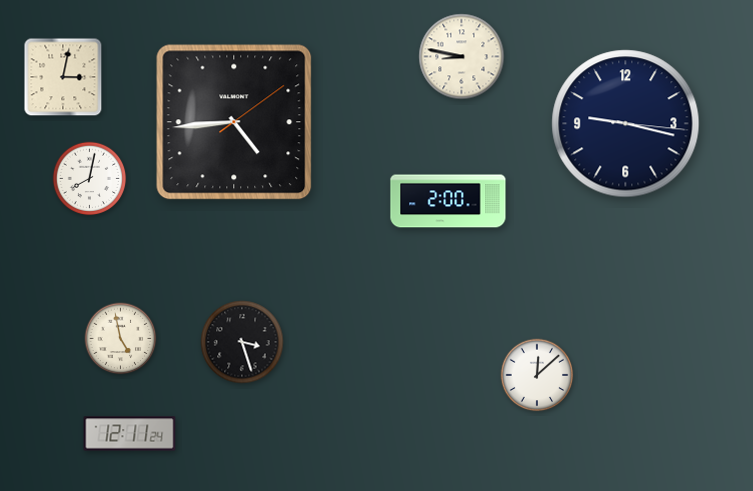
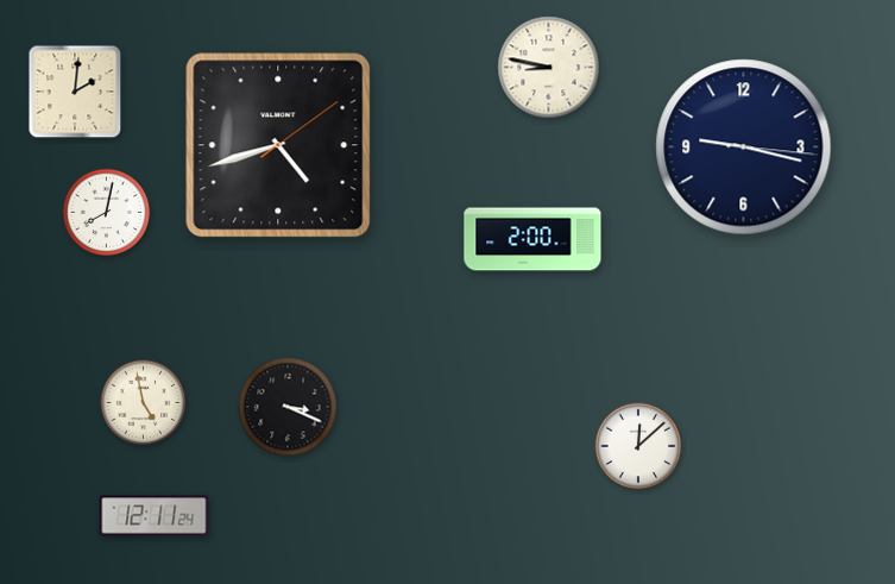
clock at (63, 77): 3:02 -> 2:01
clock at (234, 122): 4:44 -> 4:42
clock at (242, 342): 3:27 -> 3:19
